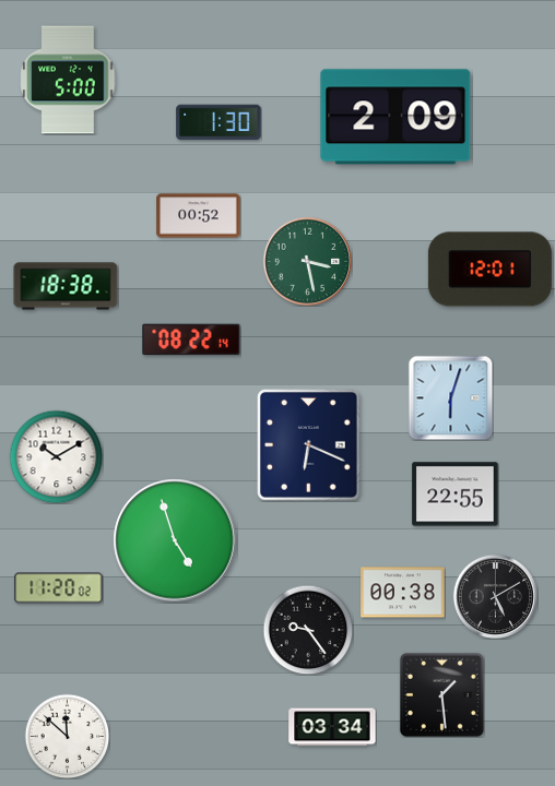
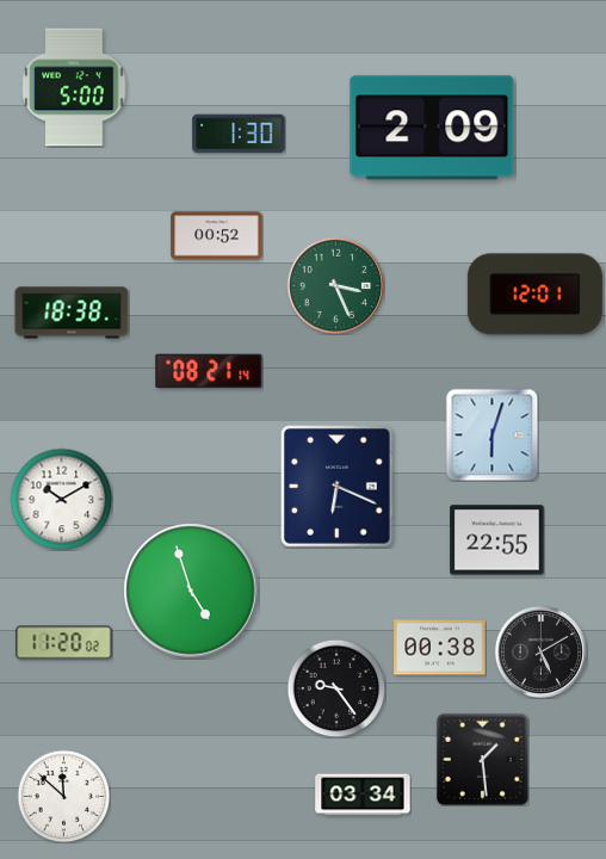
clock at (307, 261): 3:28 -> 3:26
clock at (191, 340): 08:22 -> 08:21
clock at (67, 736) position: (67, 736) -> (63, 796)
